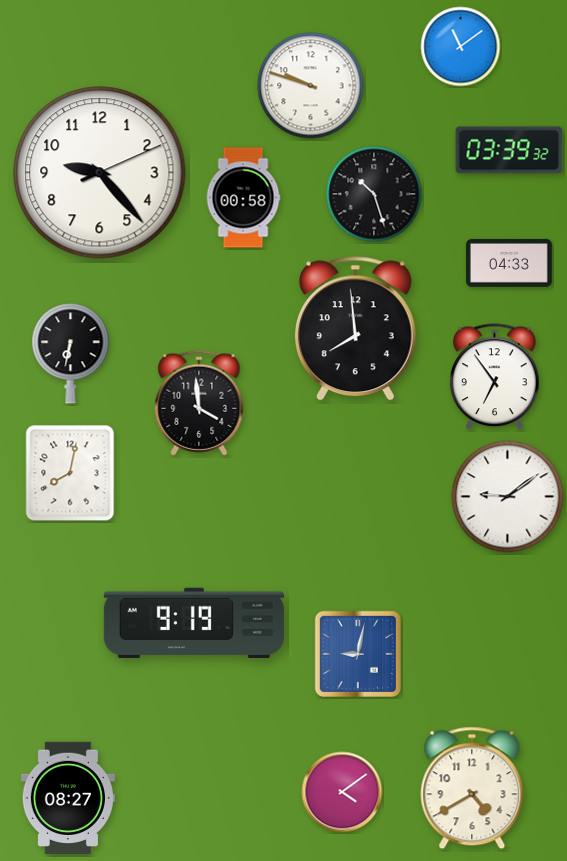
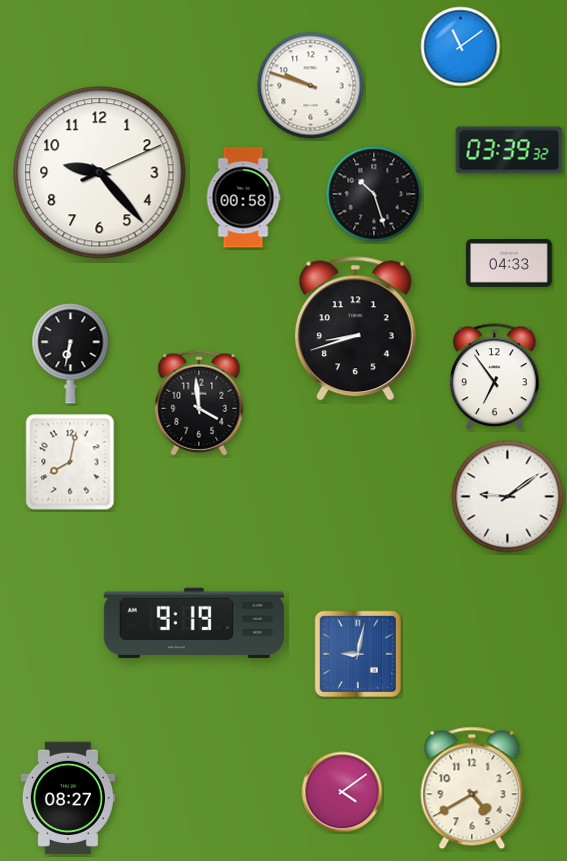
clock at (355, 329): 7:59 -> 8:42
clock at (70, 473) position: (70, 473) -> (70, 462)
